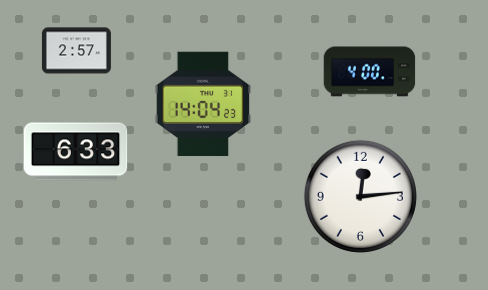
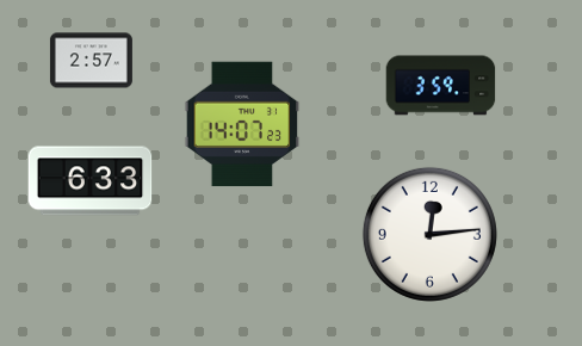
clock at (370, 72): 4:00 -> 3:59
clock at (203, 104): 14:04 -> 14:07
